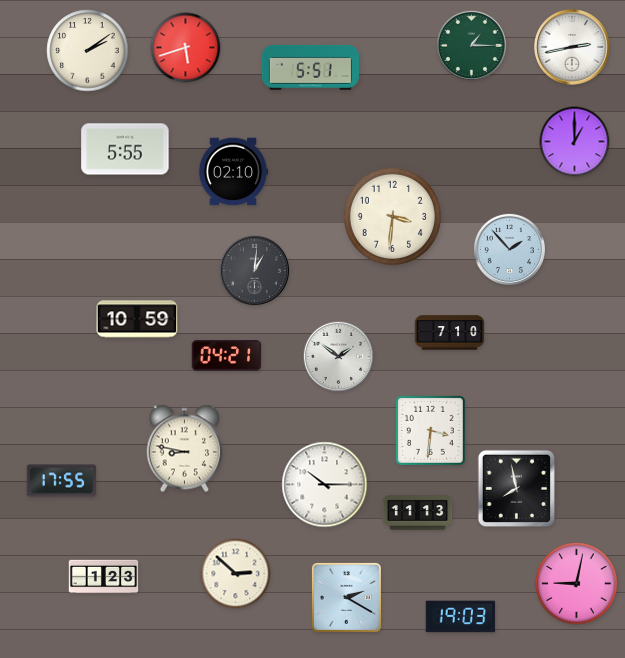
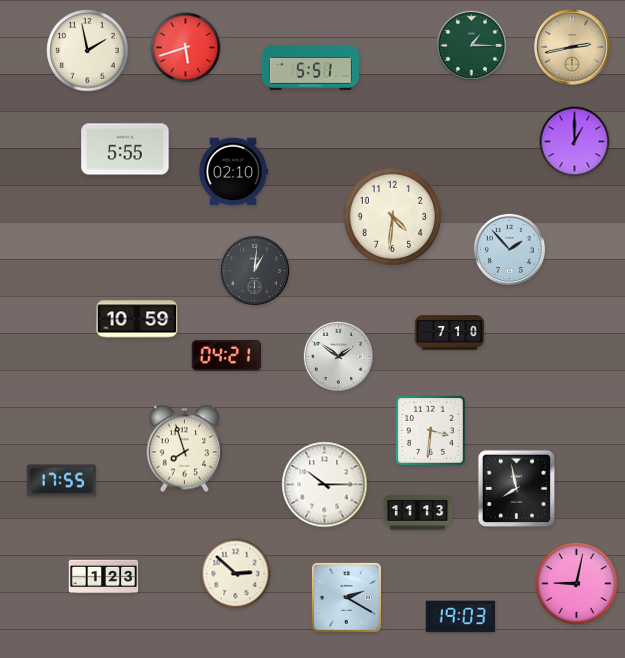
clock at (572, 47) dial: white -> champagne
clock at (88, 51): 2:09 -> 1:58
clock at (392, 216): 3:31 -> 4:31
clock at (185, 449): 8:47 -> 7:57
